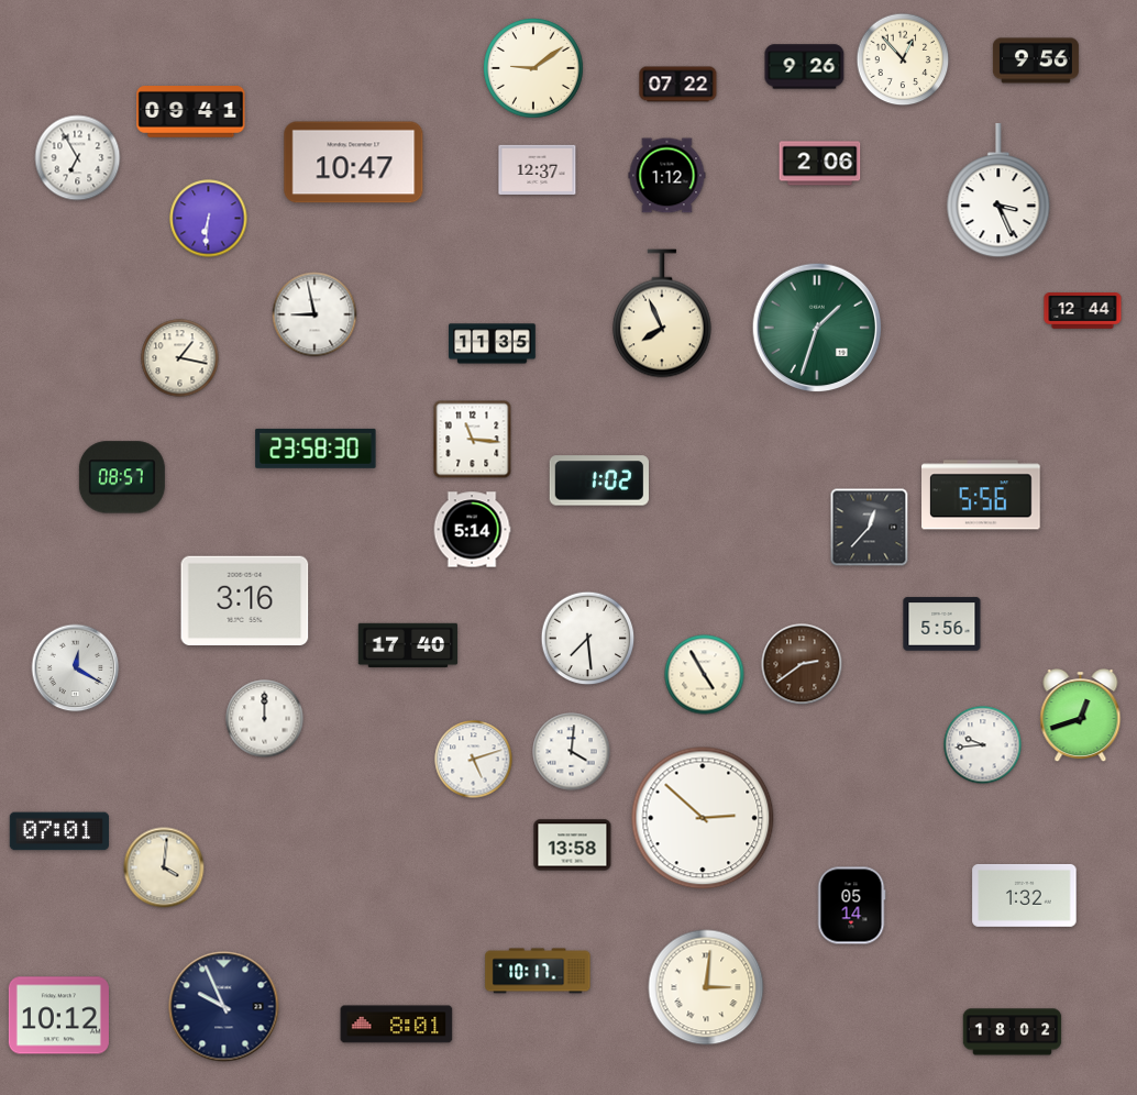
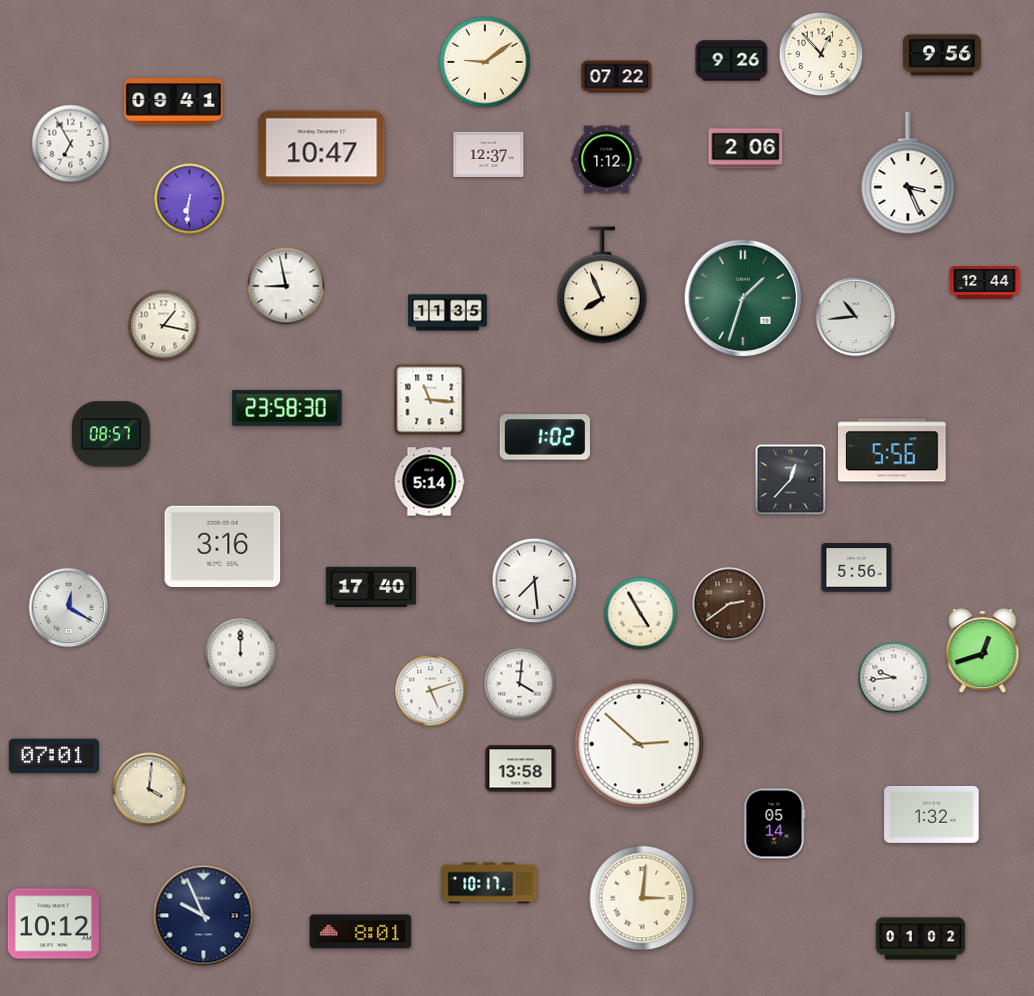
clock at (856, 317): none -> 10:44
clock at (1013, 1032): 18:02 -> 01:02
